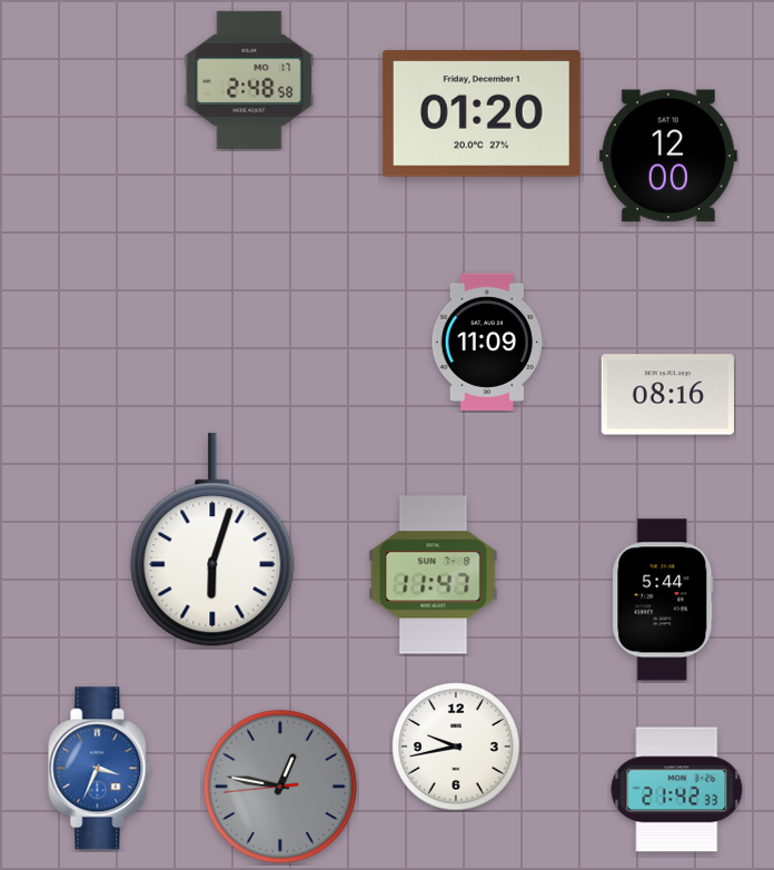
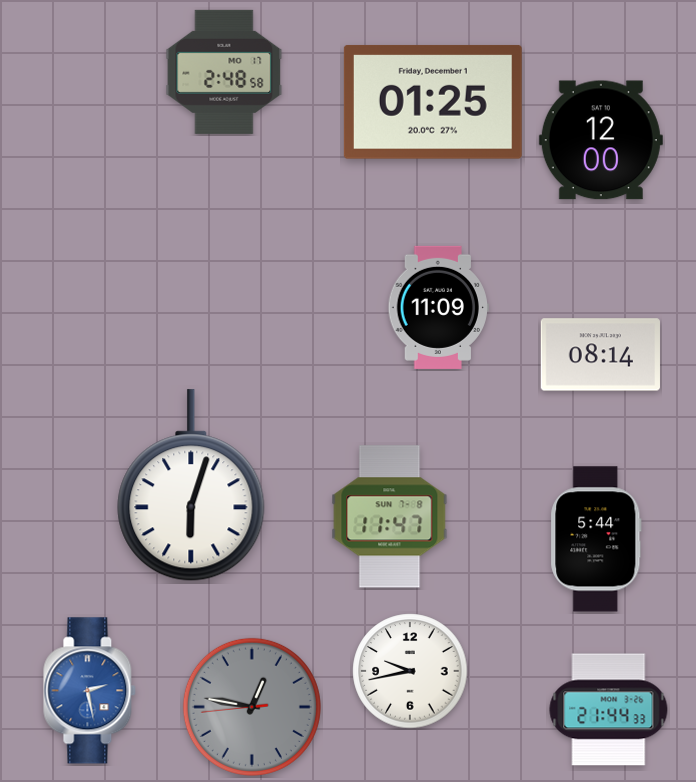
clock at (482, 113): 01:20 -> 01:25
clock at (667, 395): 08:16 -> 08:14
clock at (100, 769): 3:34 -> 2:28
clock at (677, 790): 21:42 -> 21:44
